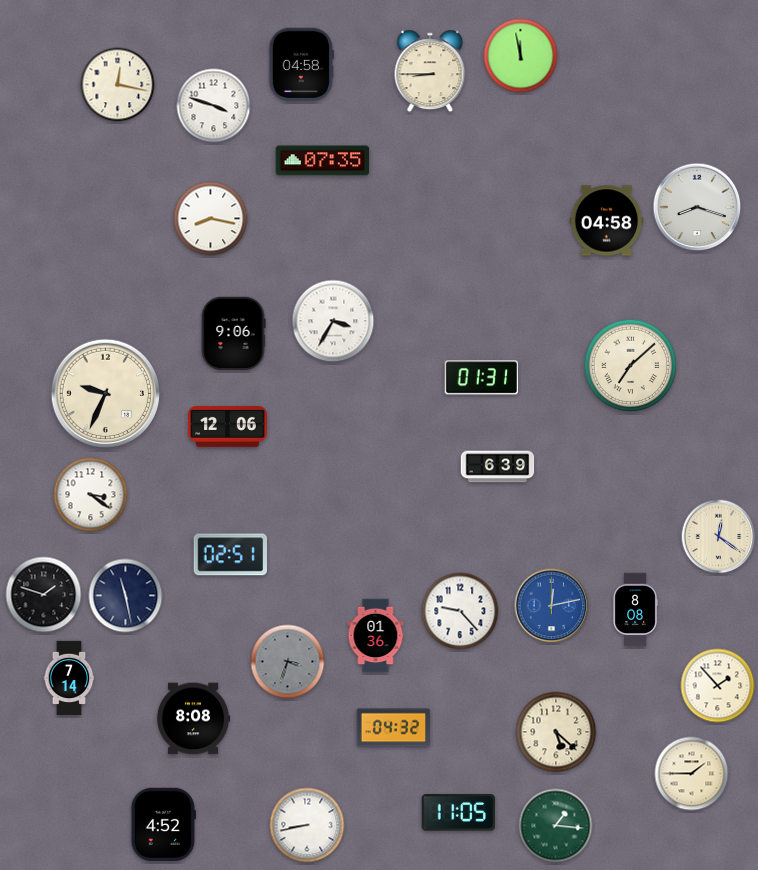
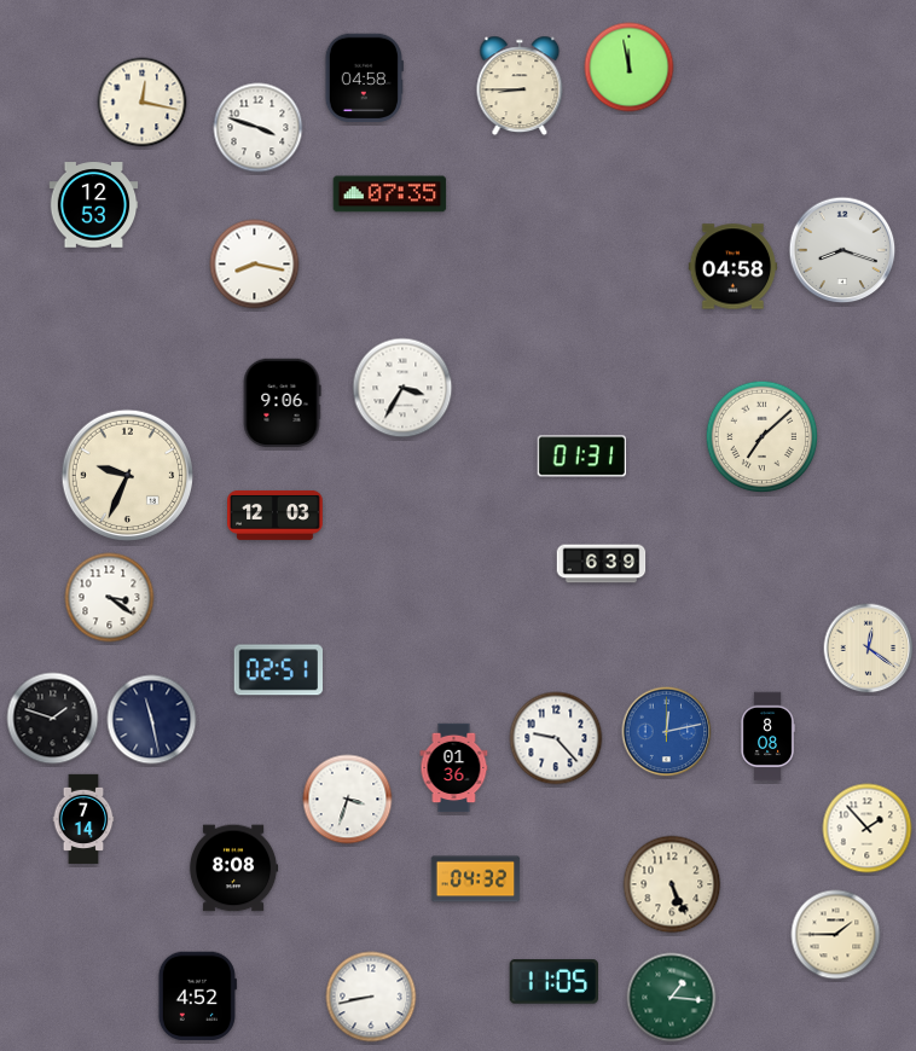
clock at (94, 205): none -> 12:53
clock at (631, 366) position: (631, 366) -> (763, 437)
clock at (228, 426): 12:06 -> 12:03
clock at (288, 662) dial: grey -> white
clock at (556, 732): 5:22 -> 5:26
